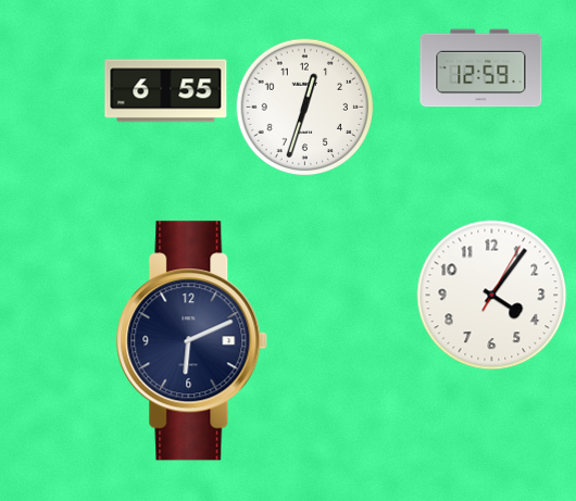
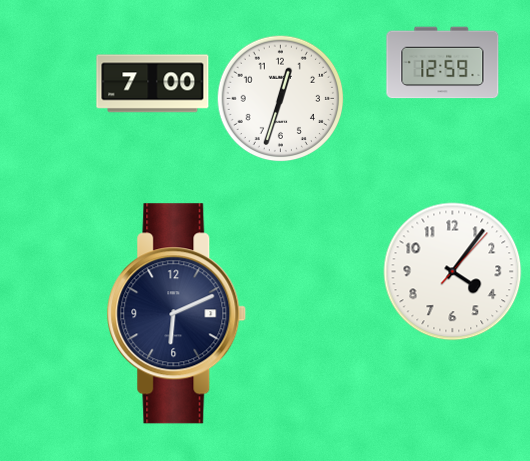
clock at (166, 91): 6:55 -> 7:00
clock at (492, 296): 4:06:05 -> 4:06:07
